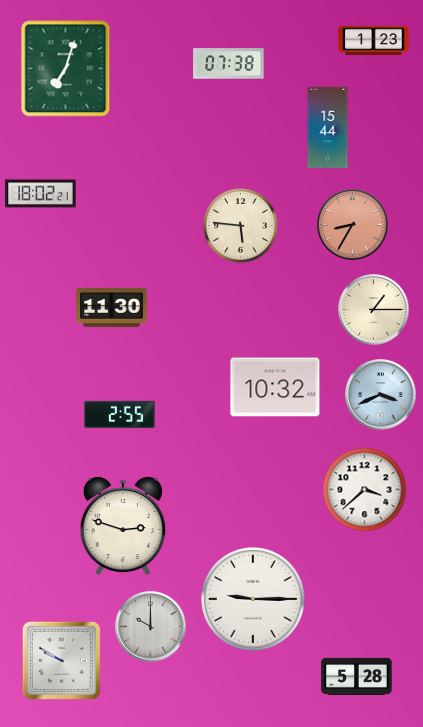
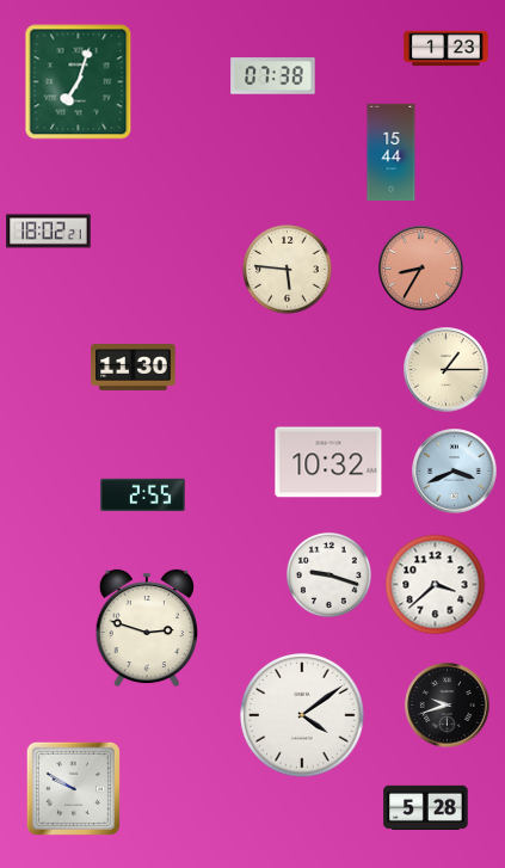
clock at (328, 574): none -> 9:18
clock at (448, 706): none -> 9:42
clock at (253, 599): 9:15 -> 4:09
clock at (151, 627): 10:00 -> none
